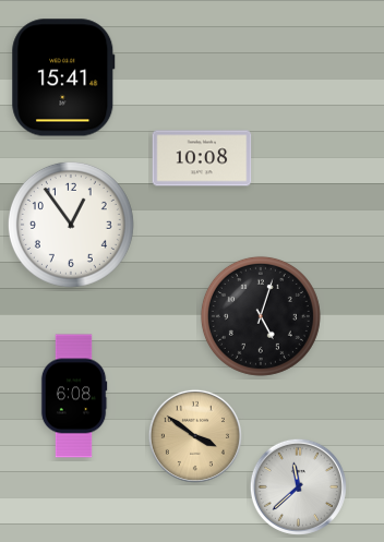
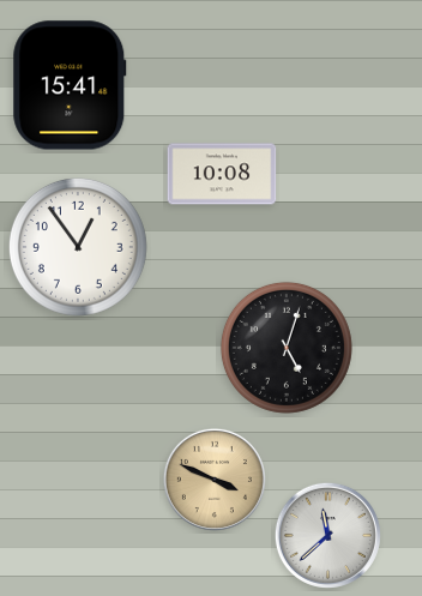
clock at (74, 396): 6:08 -> none
clock at (195, 436): 3:51 -> 3:49
